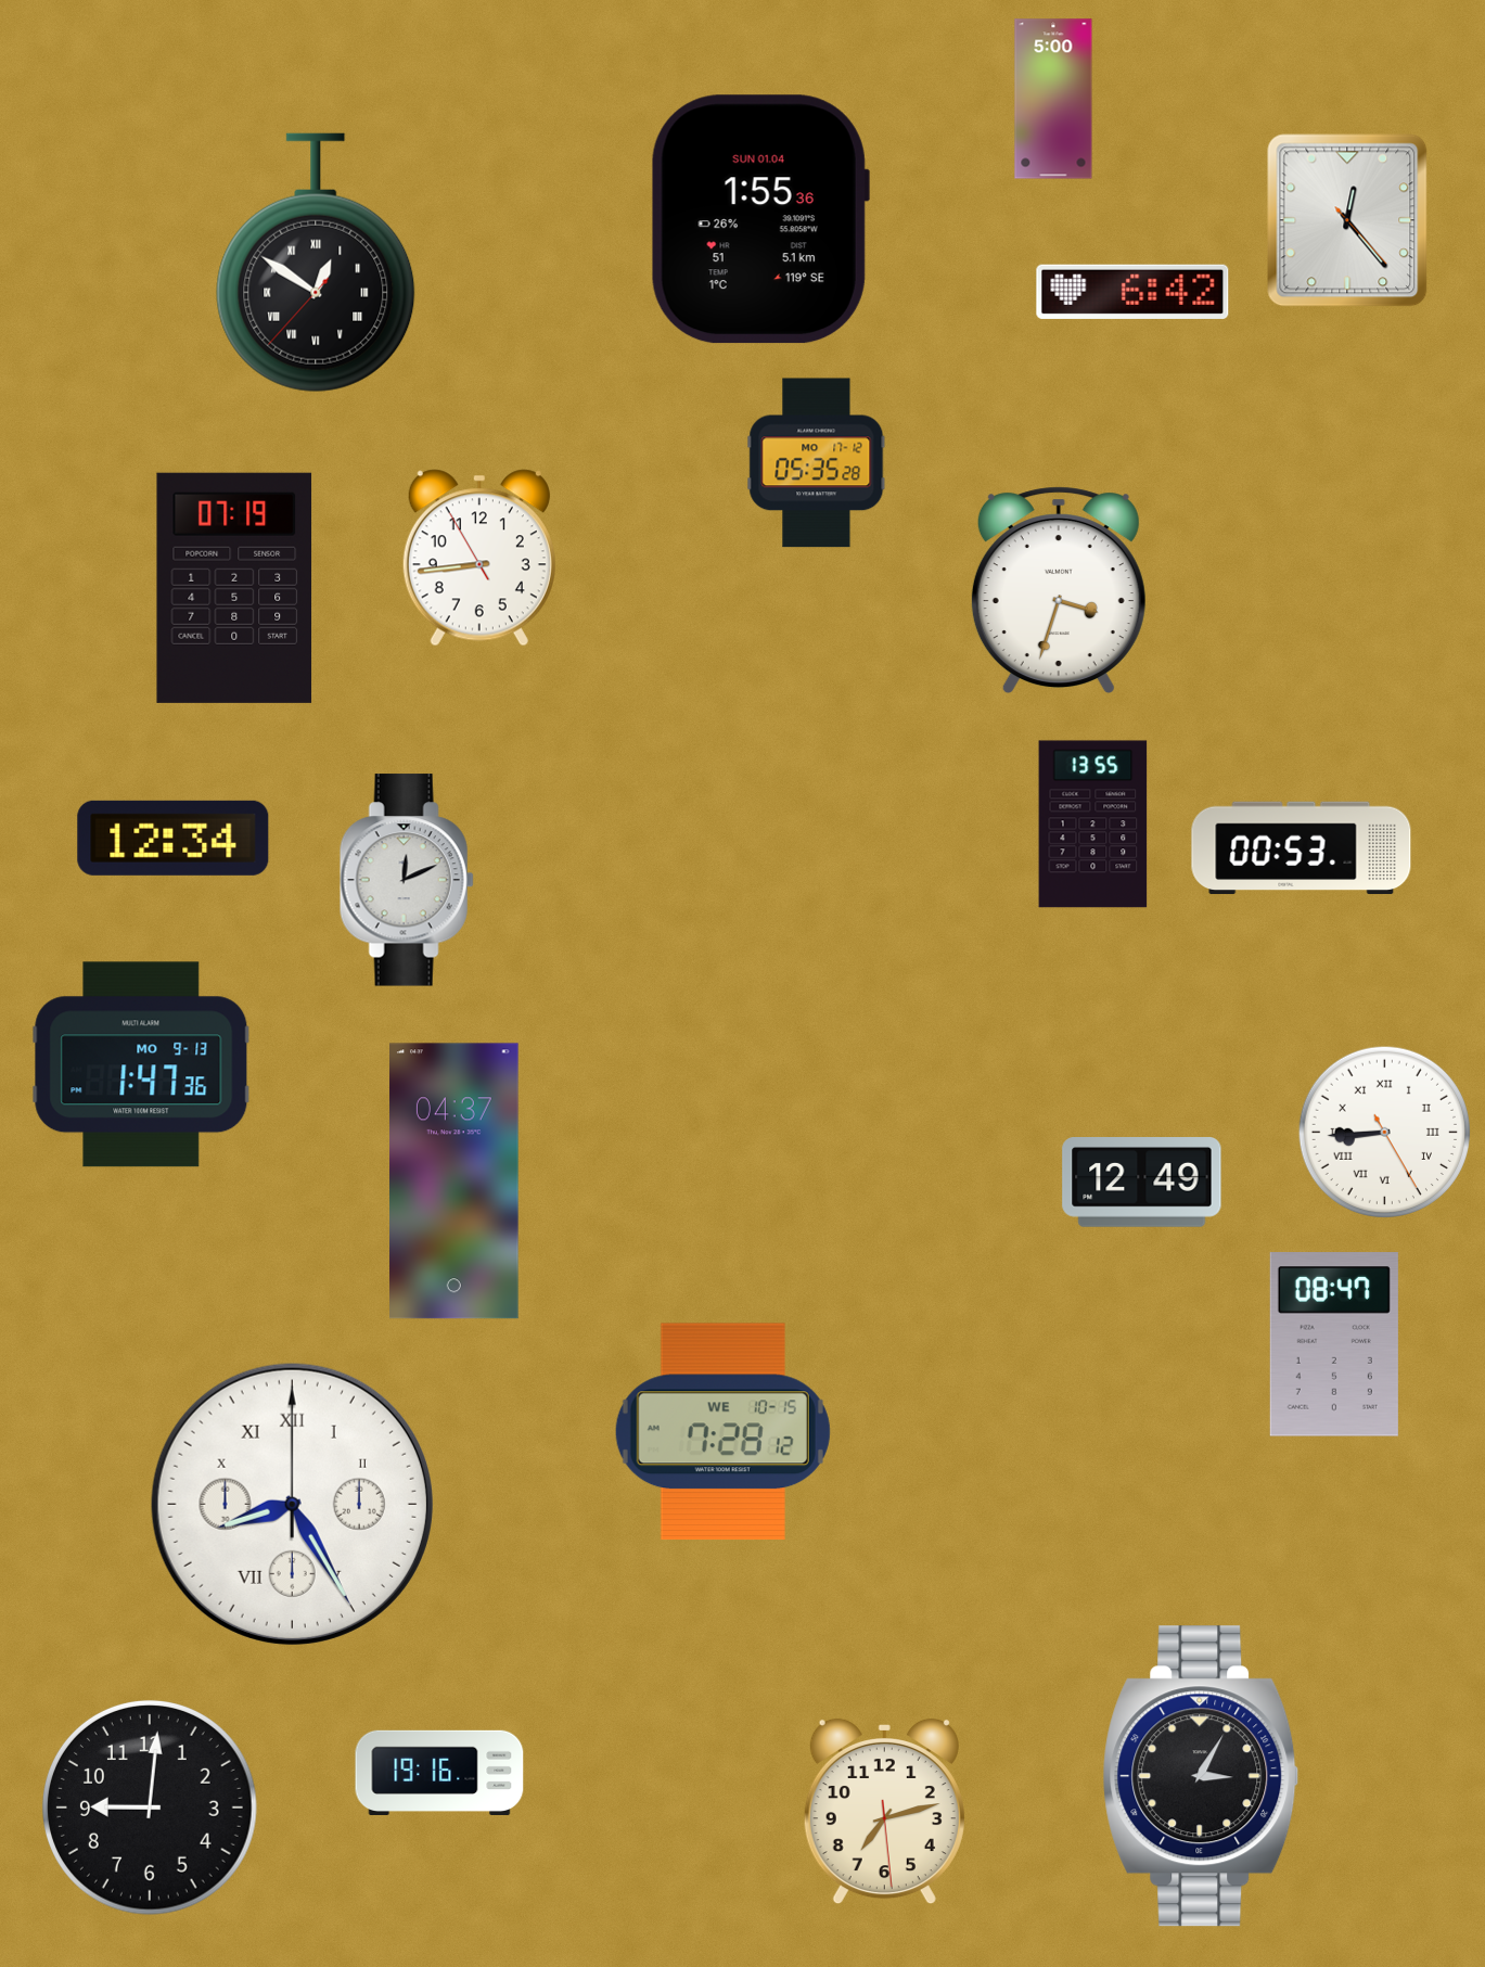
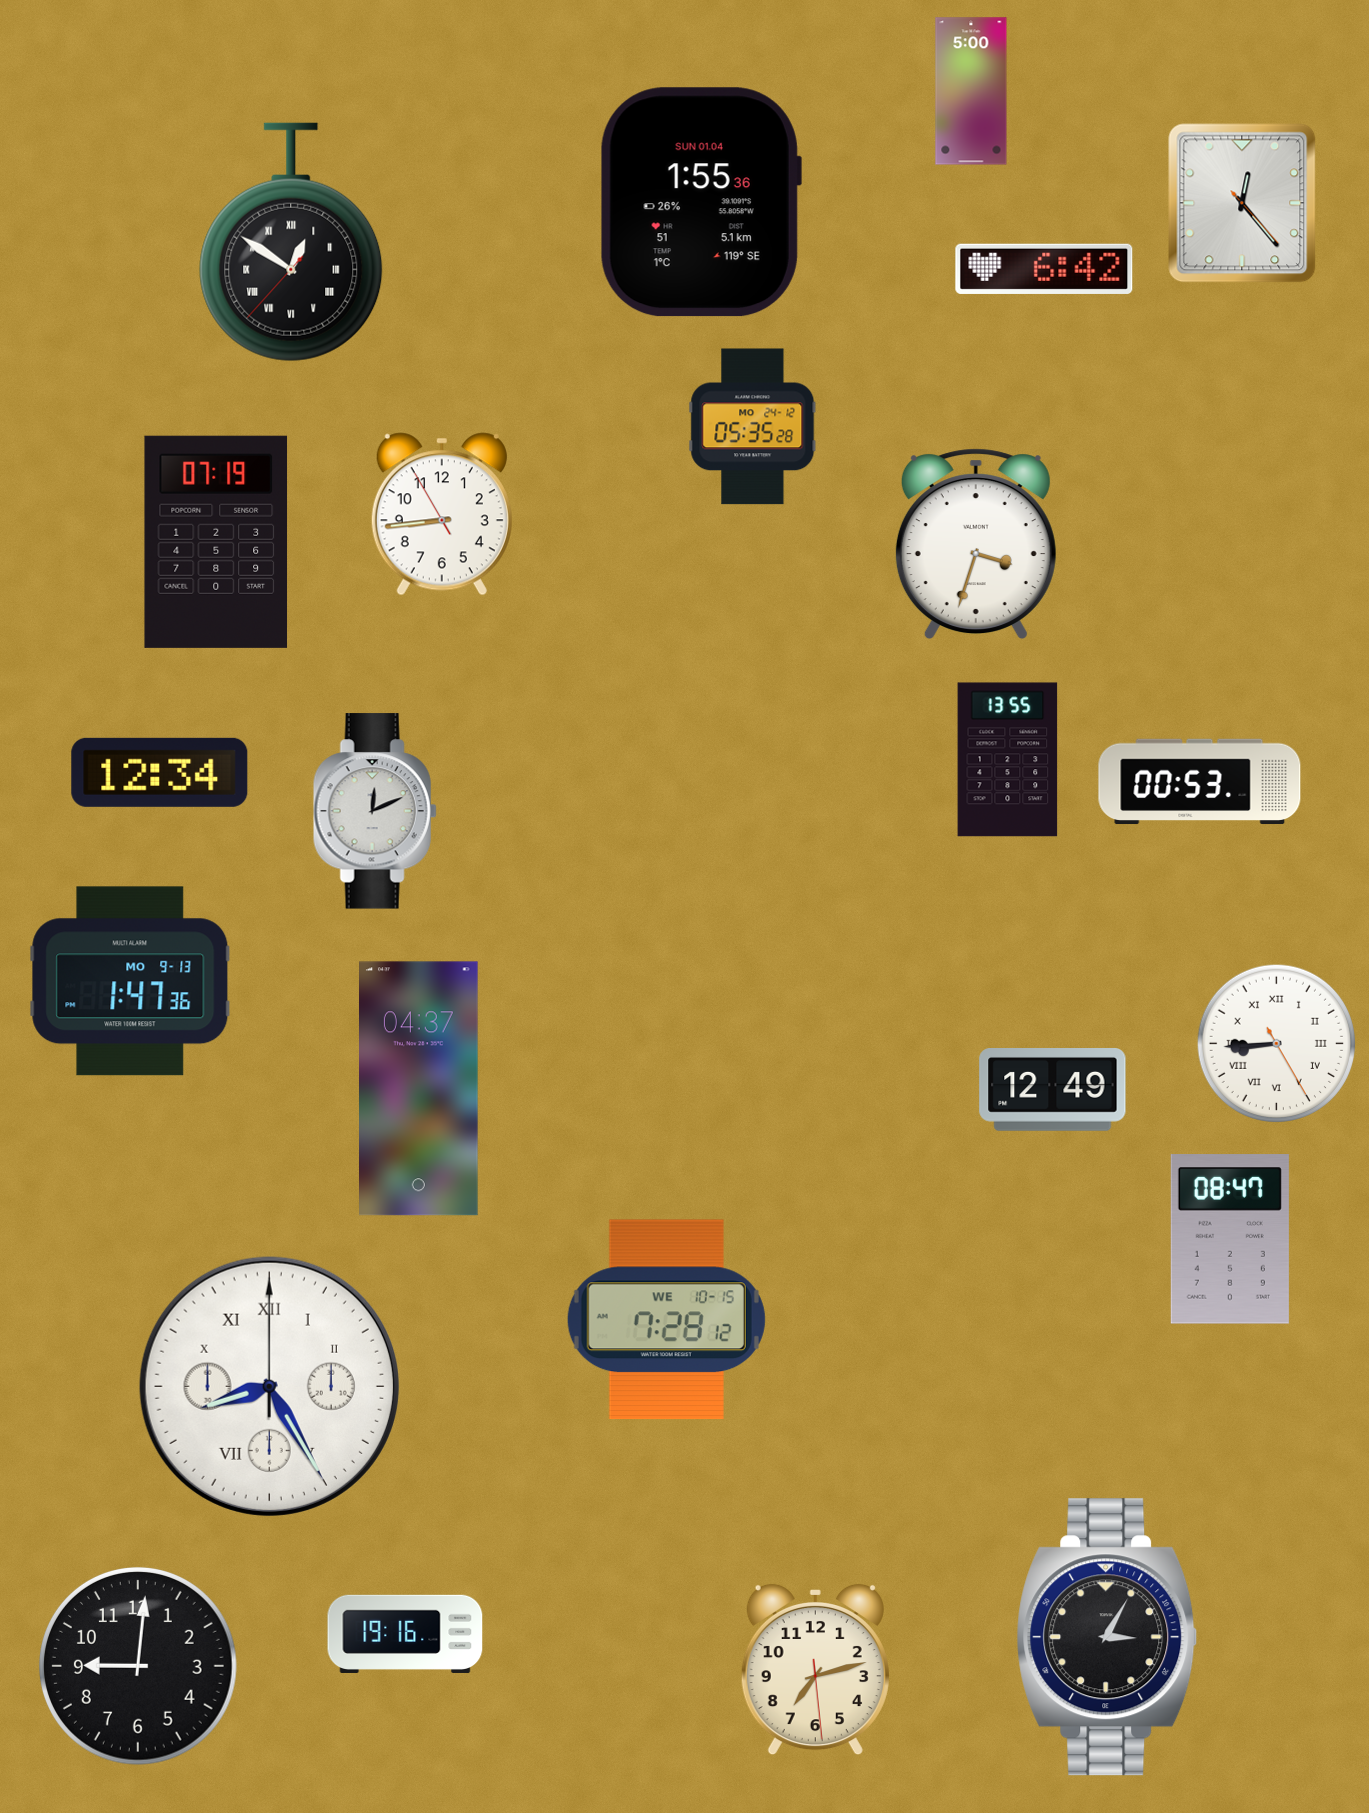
clock at (817, 463) date: MO 17-12 -> MO 24-12
